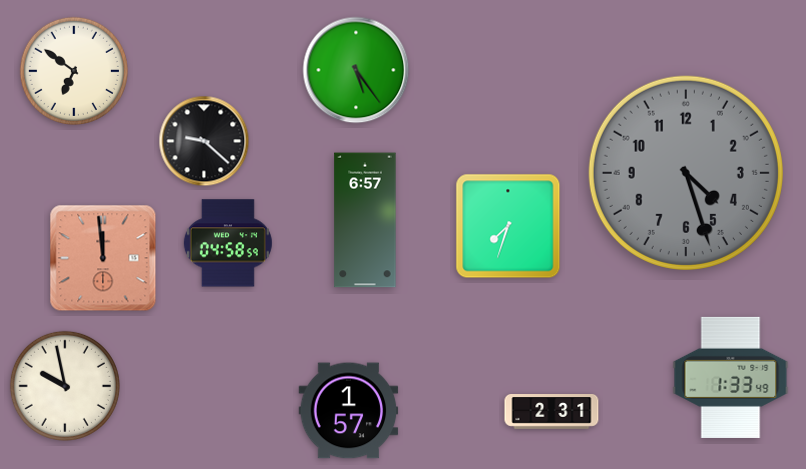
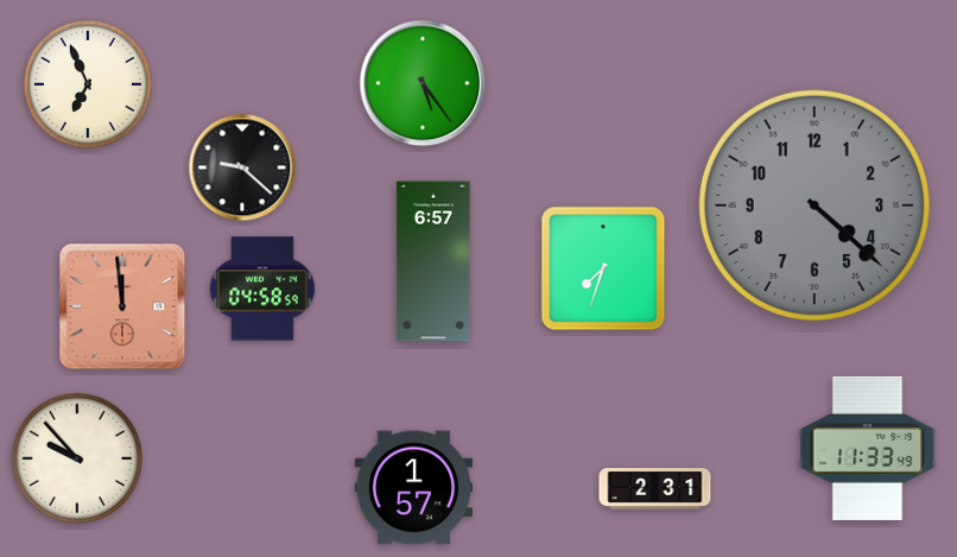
clock at (74, 71): 6:51 -> 6:56
clock at (686, 173): 4:27 -> 4:22
clock at (228, 243) position: (228, 243) -> (262, 289)
clock at (731, 377): 1:33 -> 11:33
clock at (65, 386): 9:58 -> 9:53
